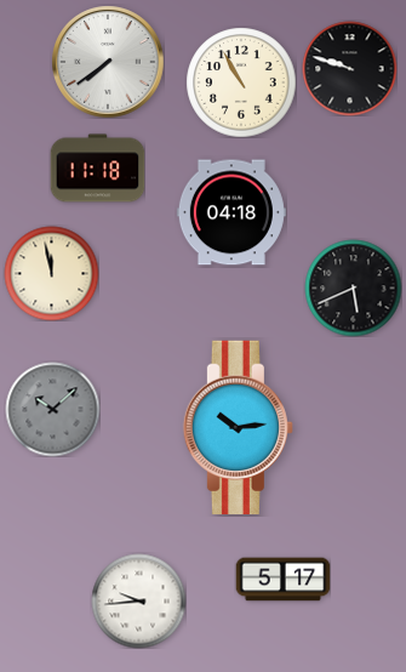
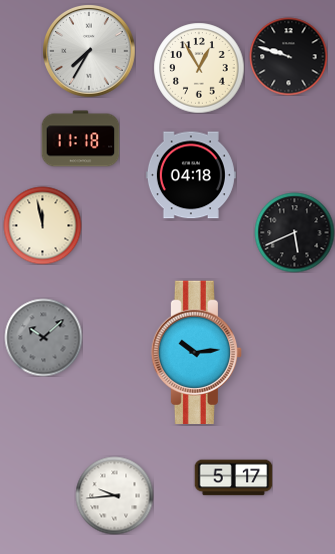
clock at (108, 62): 7:39 -> 7:35
clock at (241, 82): 10:55 -> 12:55
clock at (353, 287) position: (353, 287) -> (294, 232)
